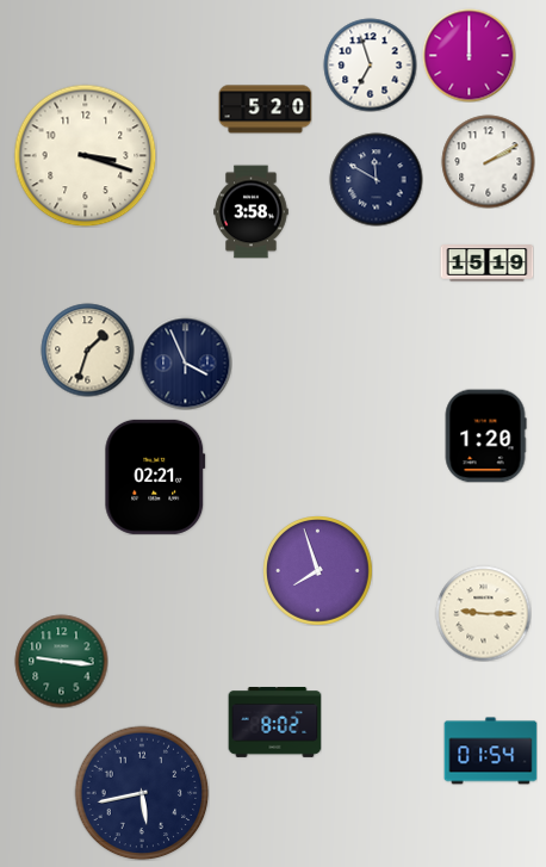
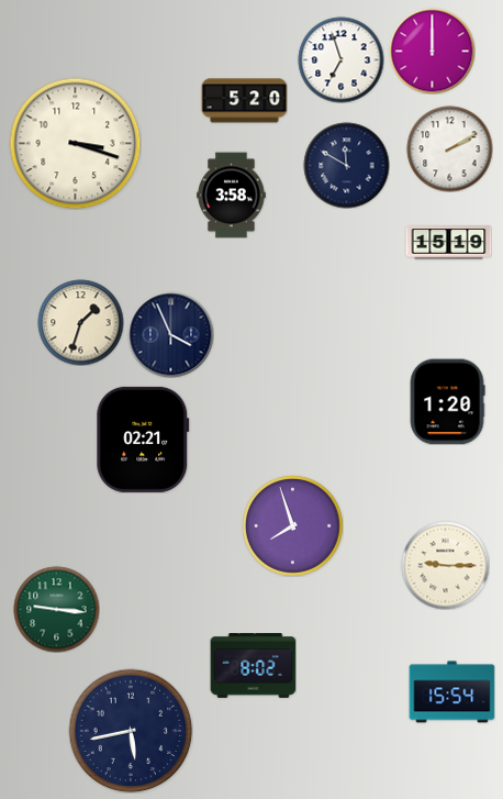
clock at (85, 155) position: (85, 155) -> (75, 143)
clock at (490, 751): 01:54 -> 15:54
